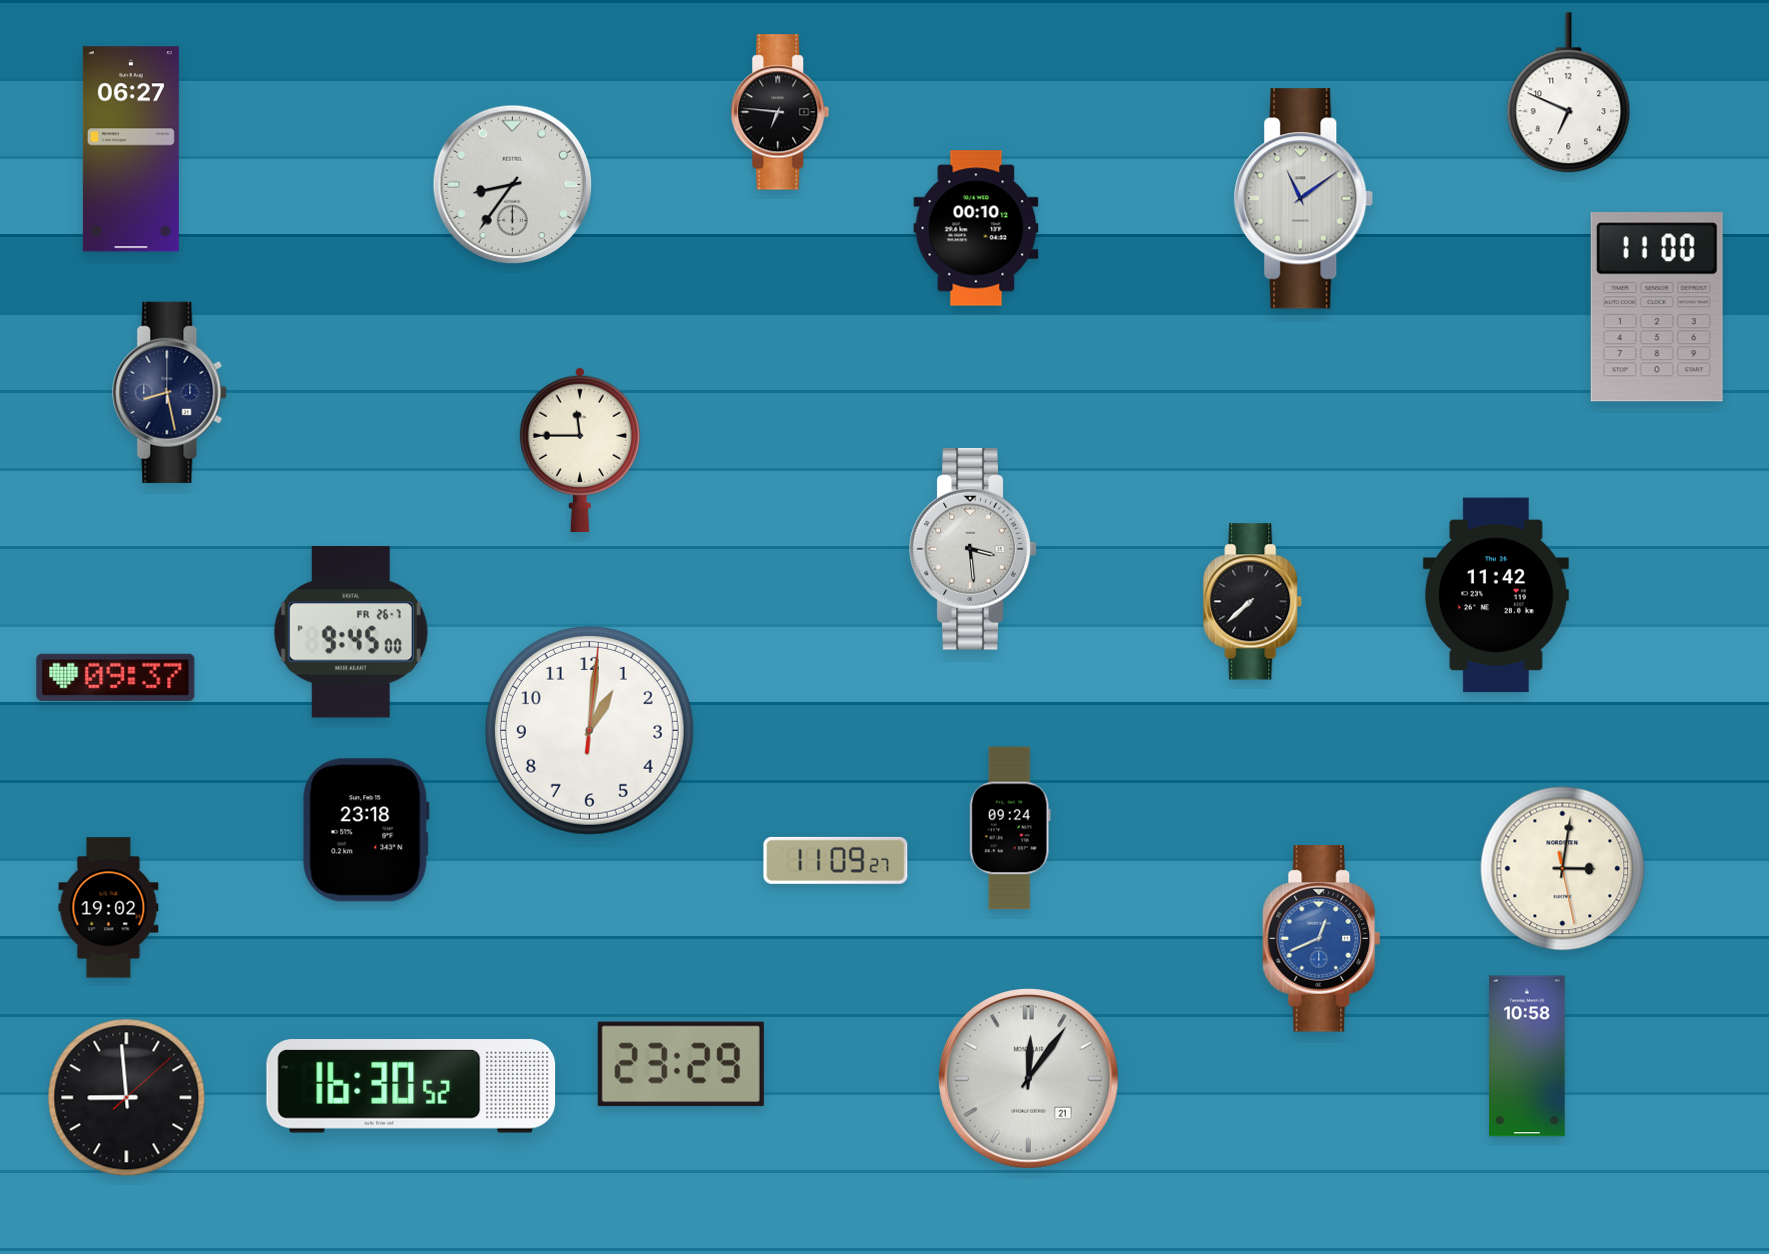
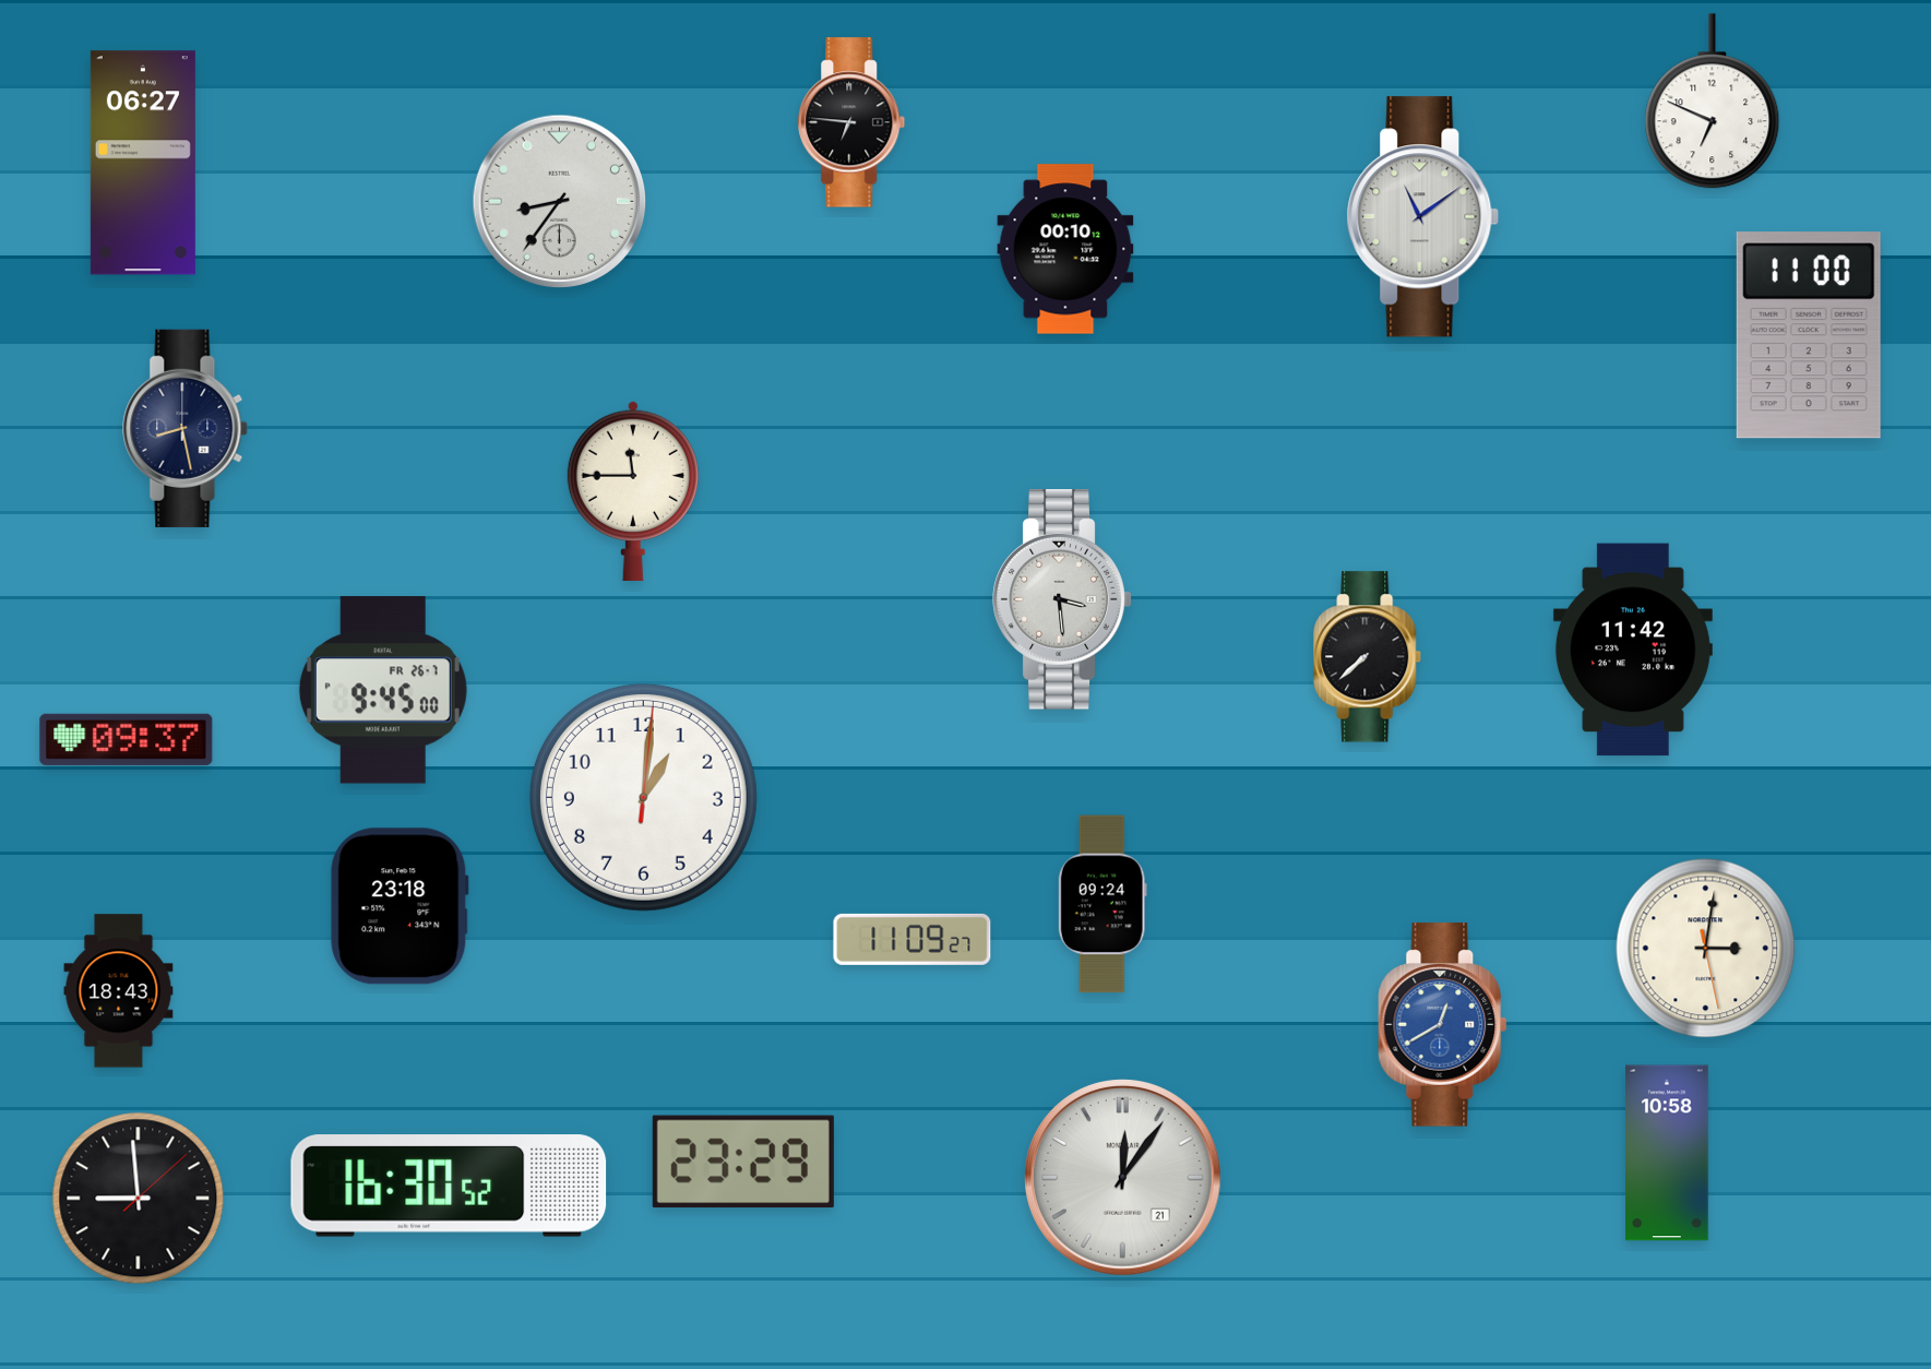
clock at (109, 908): 19:02 -> 18:43
clock at (1322, 939): 12:41 -> 12:40
